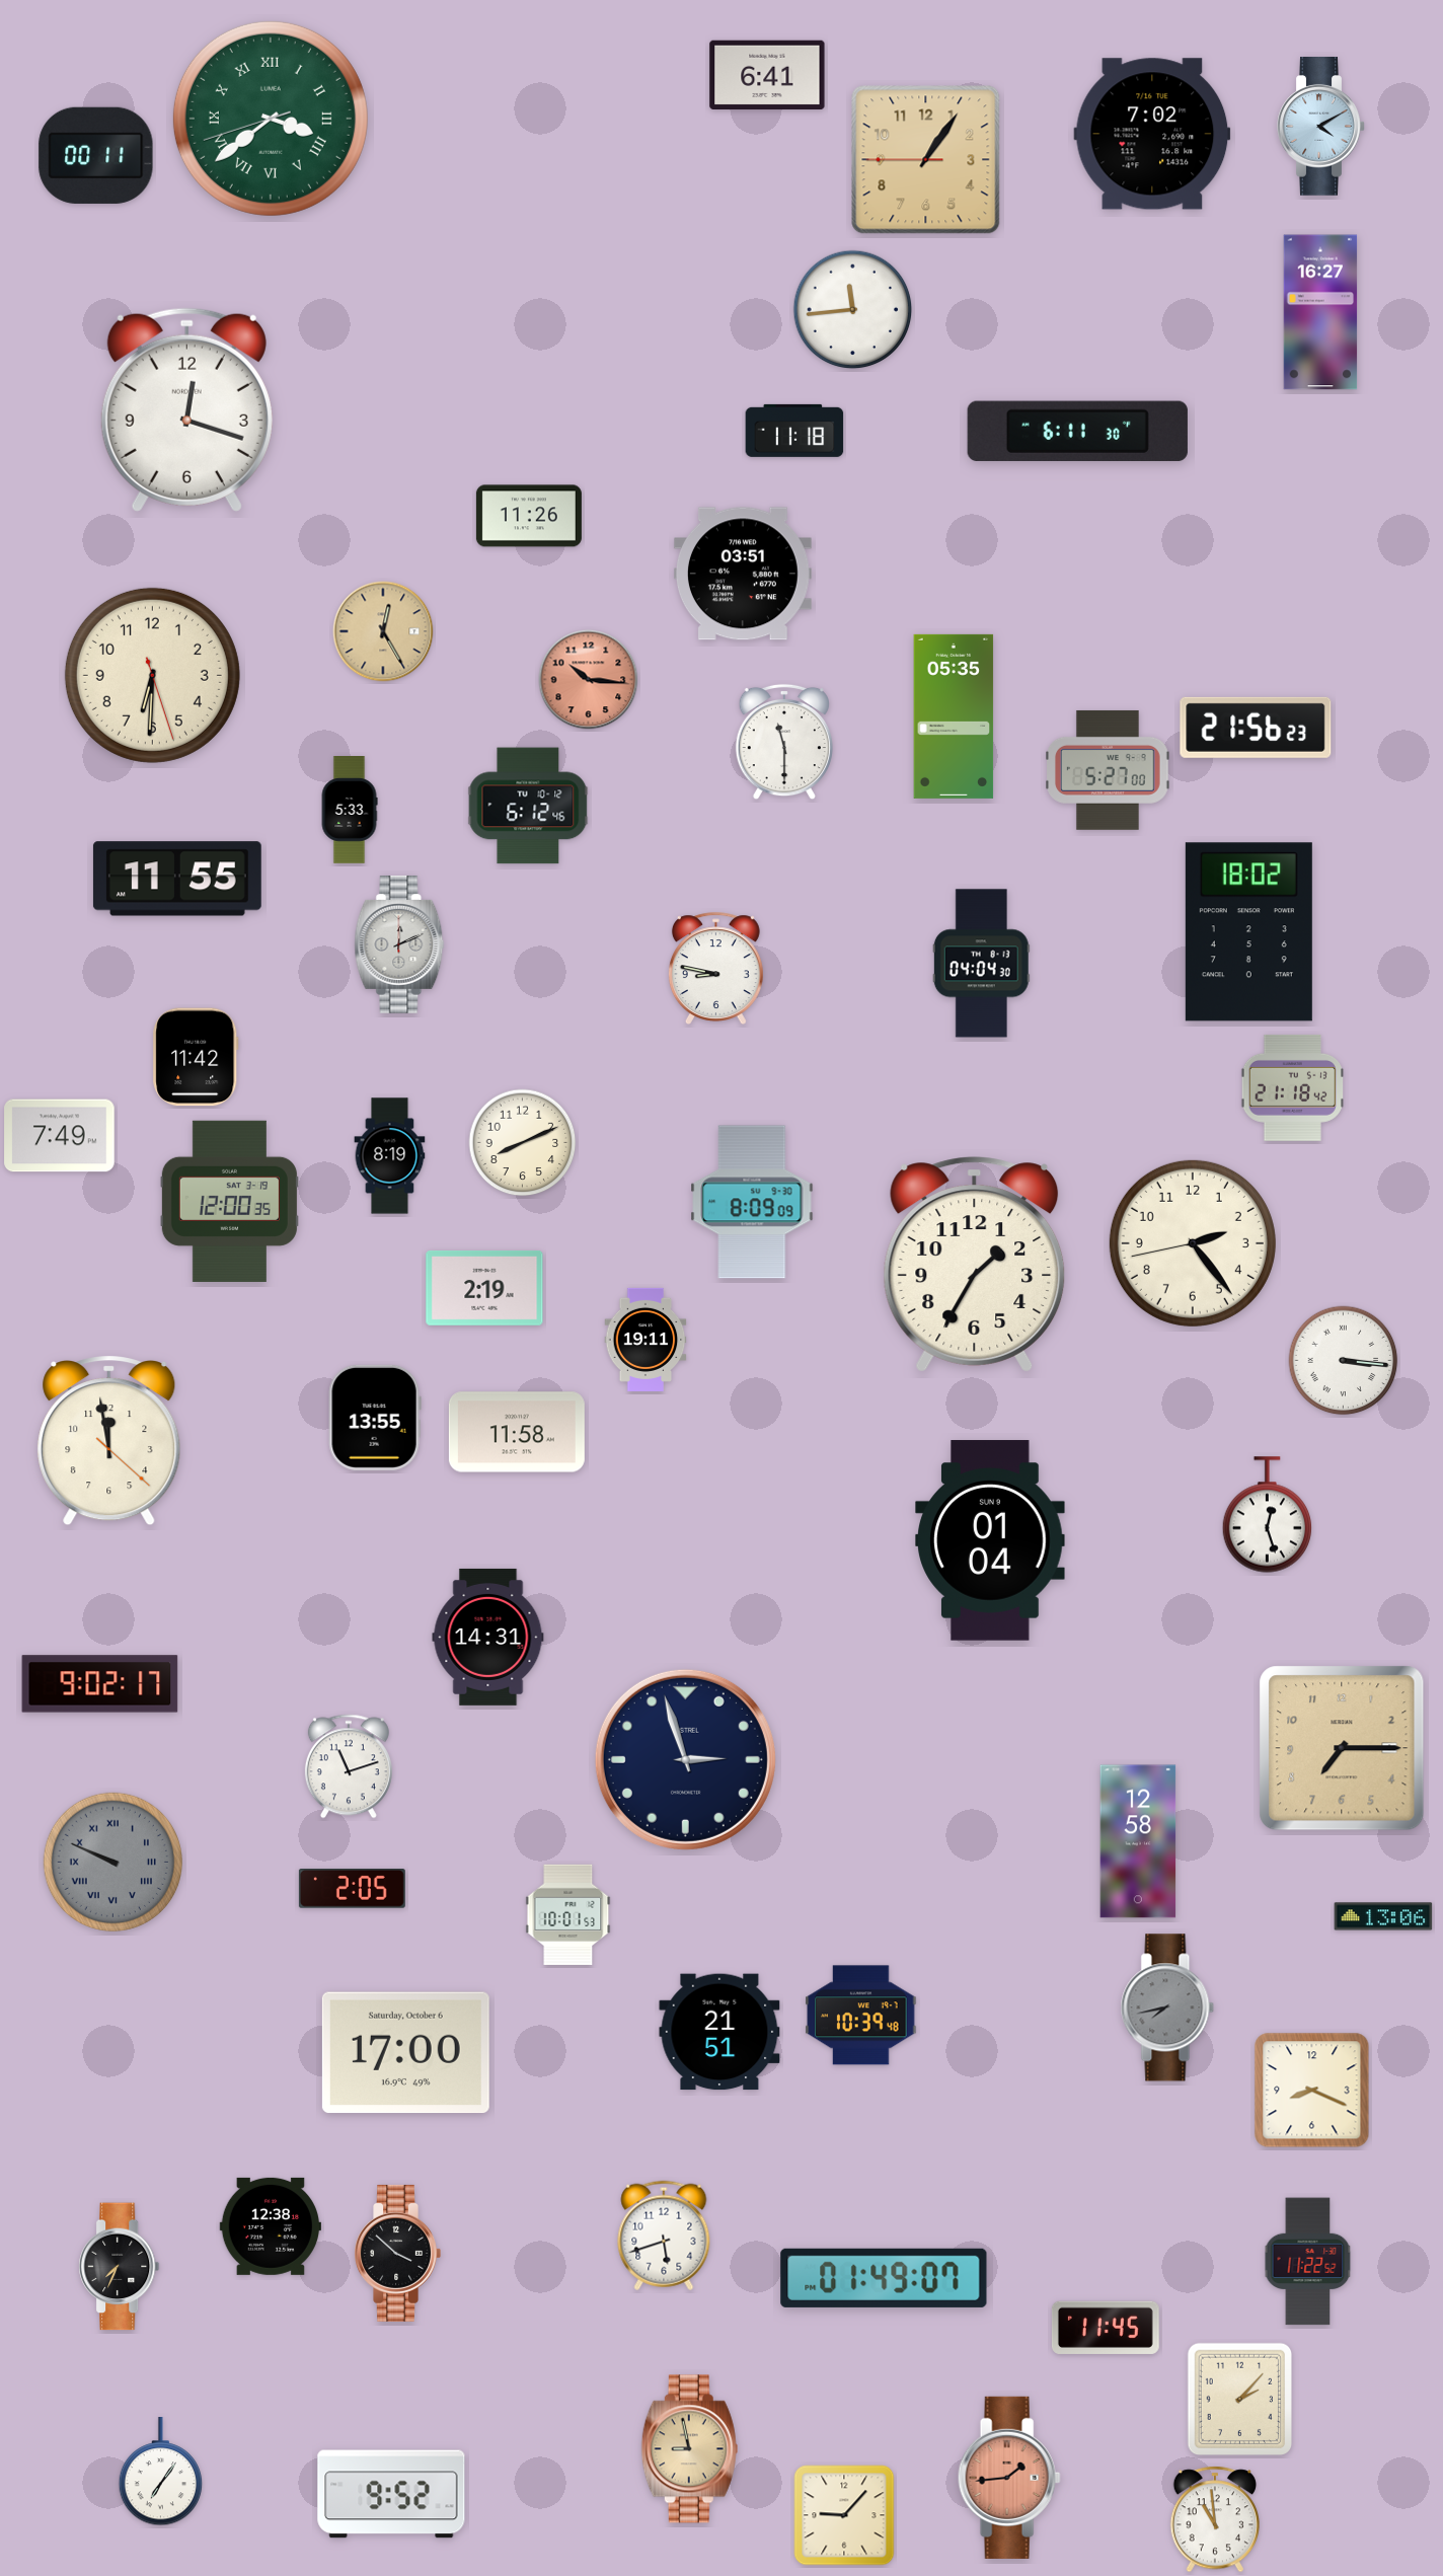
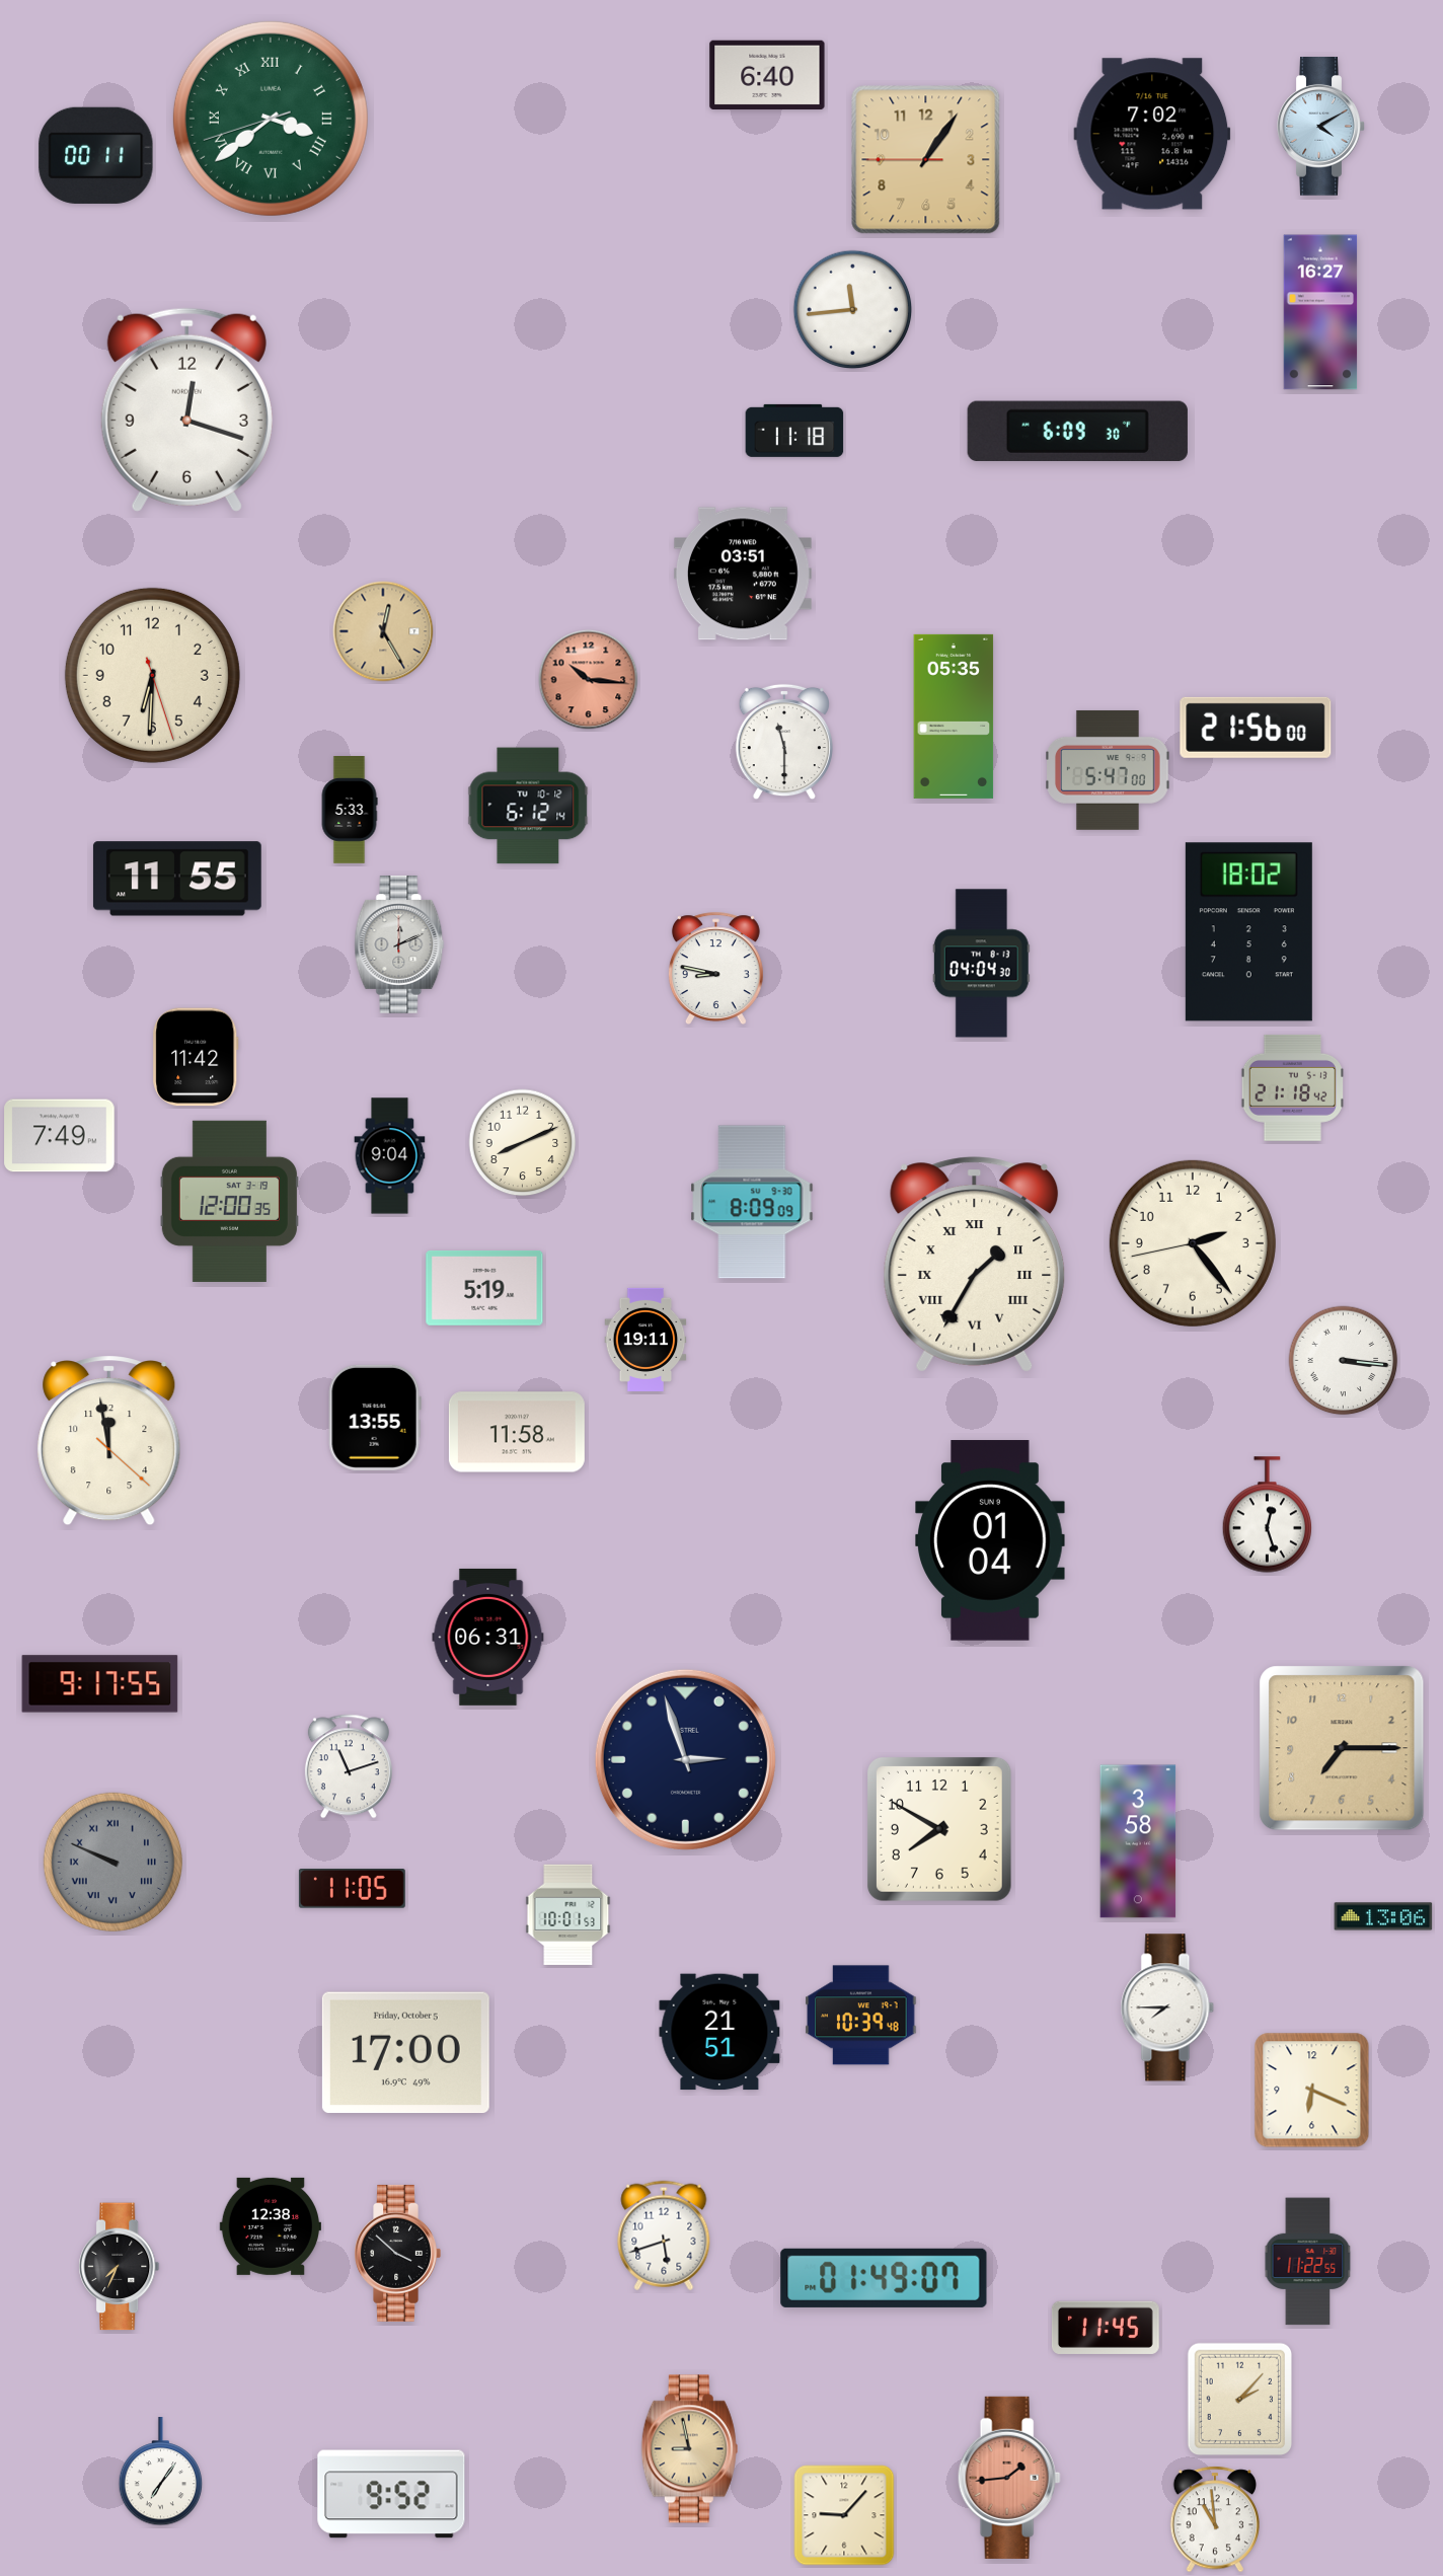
clock at (767, 74): 6:41 -> 6:40
clock at (1077, 431): 6:11 -> 6:09
clock at (529, 516): 11:26 -> none
clock at (1256, 728): 21:56:23 -> 21:56:00
clock at (1108, 770): 5:27 -> 5:47
clock at (528, 806): 6:12:46 -> 6:12:14
clock at (390, 1156): 8:19 -> 9:04
clock at (975, 1265) numerals: Arabic -> Roman
clock at (484, 1288): 2:19 -> 5:19
clock at (488, 1637): 14:31 -> 06:31
clock at (100, 1684): 9:02 -> 9:17
clock at (939, 1829): none -> 7:50
clock at (1138, 1841): 12:58 -> 3:58
clock at (352, 1889): 2:05 -> 11:05
clock at (1167, 2007): 7:43 -> 7:45
clock at (1167, 2007) dial: grey -> white
clock at (405, 2053) date: Saturday, October 6 -> Friday, October 5
clock at (1312, 2091): 8:19 -> 6:19
clock at (1308, 2262): 11:22:52 -> 11:22:55
